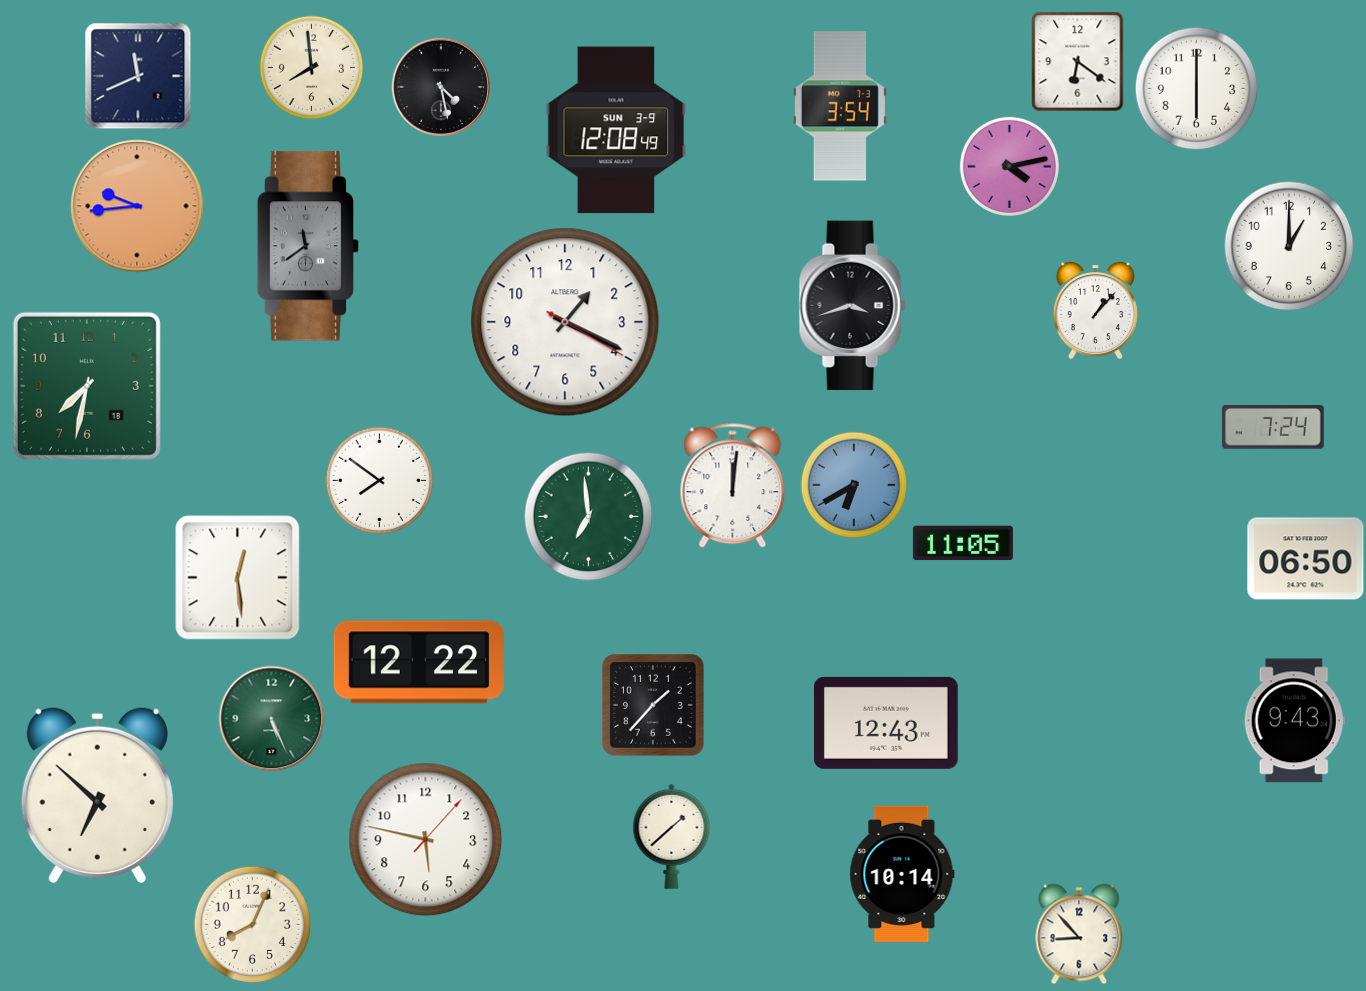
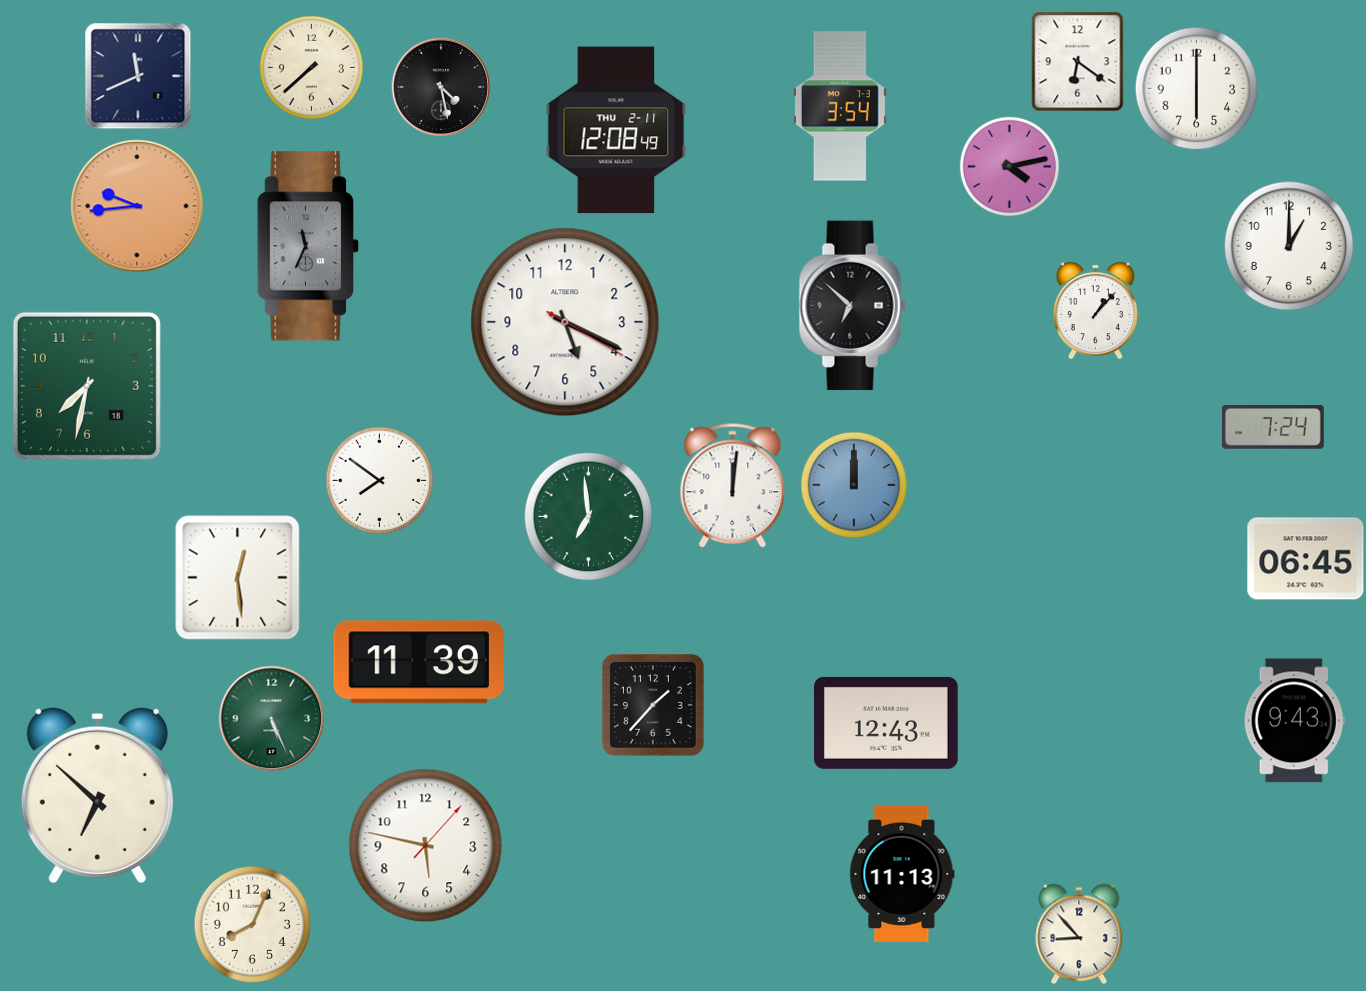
clock at (311, 67): 7:59 -> 7:38
clock at (616, 130) date: SUN 3-9 -> THU 2-11
clock at (308, 246): 11:39 -> 11:34
clock at (852, 306): 3:42 -> 6:52
clock at (565, 322): 1:19 -> 5:19
clock at (853, 484): 6:40 -> 12:00
clock at (963, 543): 11:05 -> none
clock at (1306, 559): 06:50 -> 06:45
clock at (419, 662): 12:22 -> 11:39
clock at (672, 836): 1:38 -> none
clock at (426, 840) position: (426, 840) -> (426, 846)
clock at (902, 874): 10:14 -> 11:13
